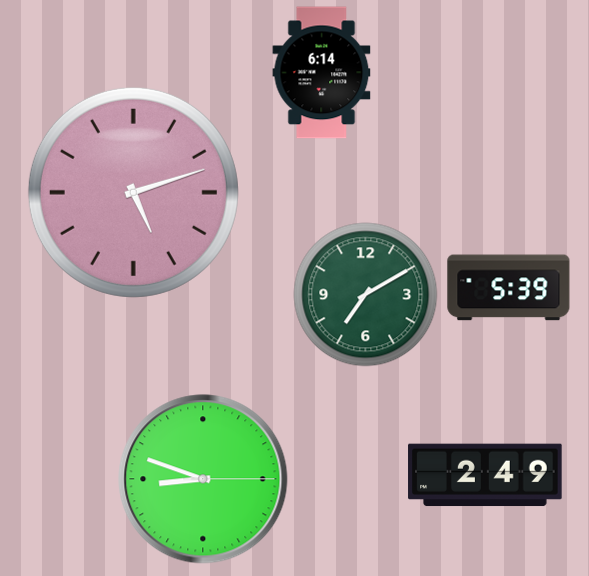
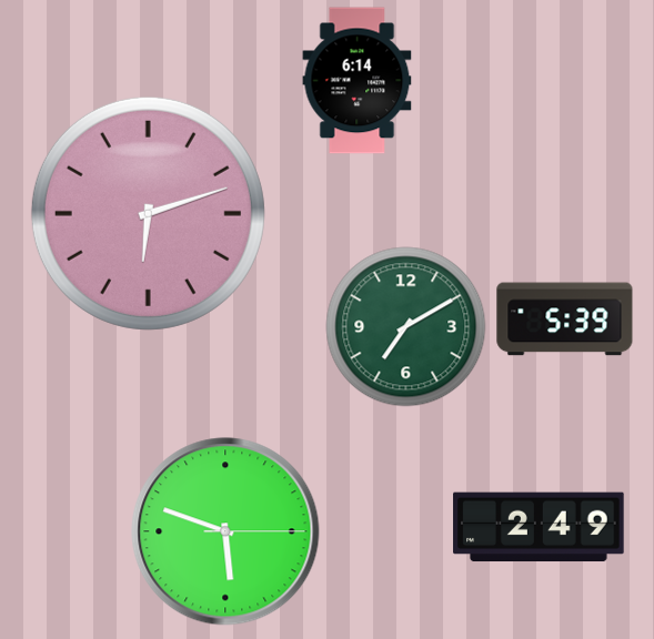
clock at (133, 192): 5:12 -> 6:12
clock at (203, 479): 8:48 -> 5:48
